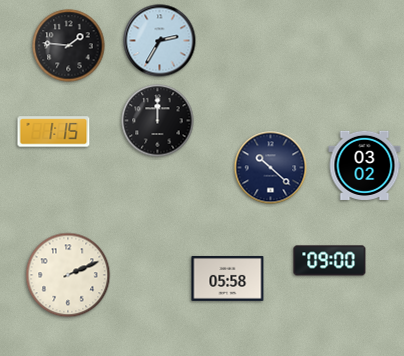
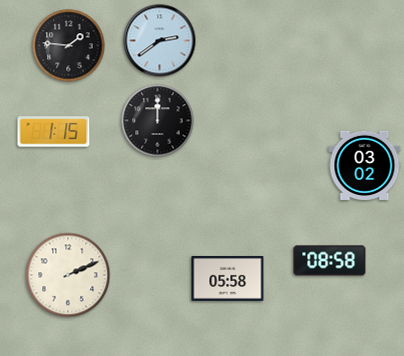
clock at (160, 41): 2:35 -> 2:39
clock at (271, 168): 10:22 -> none
clock at (330, 261): 09:00 -> 08:58
